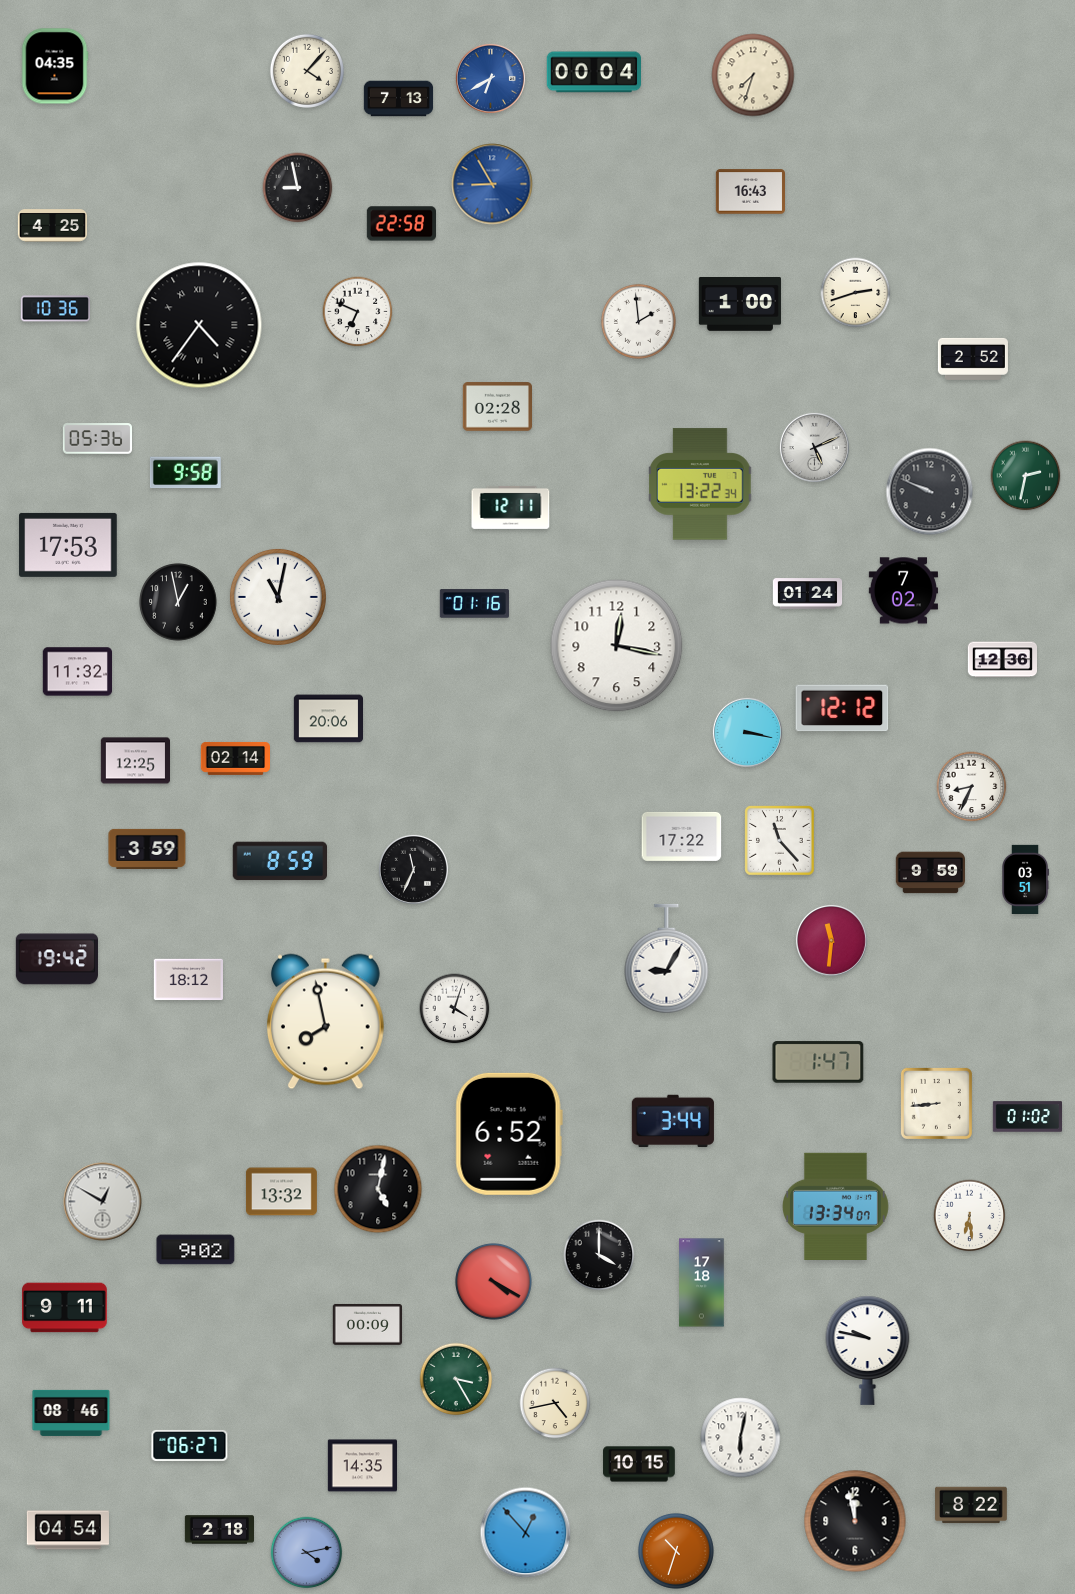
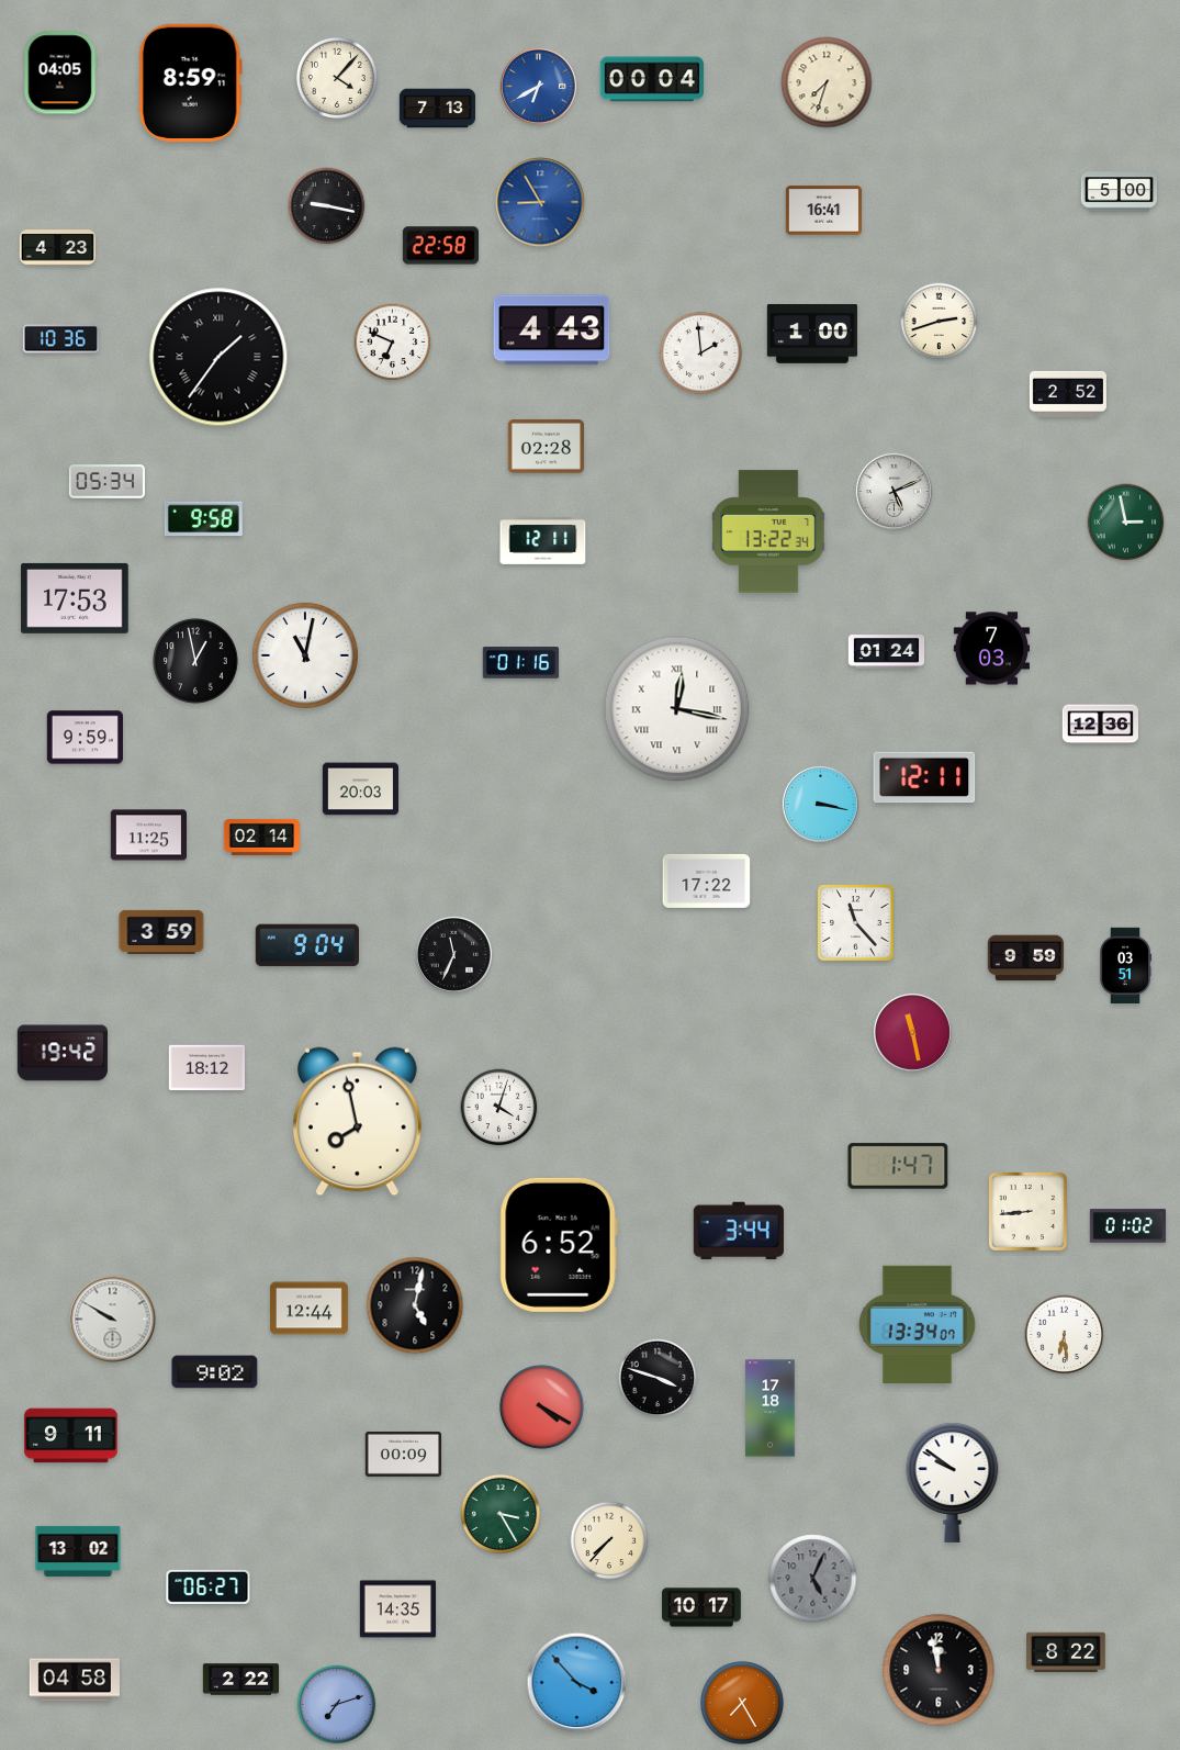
clock at (55, 66): 04:35 -> 04:05
clock at (190, 82): none -> 8:59
clock at (1119, 192): none -> 5:00
clock at (298, 188): 8:58 -> 9:17
clock at (750, 192): 16:43 -> 16:41
clock at (52, 226): 4:25 -> 4:23
clock at (552, 330): none -> 4:43
clock at (199, 325): 4:36 -> 1:36
clock at (97, 439): 05:36 -> 05:34
clock at (1026, 476): 2:32 -> 2:58
clock at (930, 492): 9:49 -> none
clock at (511, 507) position: (511, 507) -> (543, 540)
clock at (903, 591): 7:02 -> 7:03
clock at (617, 646) numerals: Arabic -> Roman
clock at (77, 672): 11:32 -> 9:59
clock at (842, 708): 12:12 -> 12:11
clock at (328, 719): 20:06 -> 20:03
clock at (235, 758) position: (235, 758) -> (261, 837)
clock at (135, 761): 12:25 -> 11:25
clock at (972, 787): 8:34 -> none
clock at (682, 836) position: (682, 836) -> (707, 880)
clock at (279, 861): 8:59 -> 9:04
clock at (930, 873) position: (930, 873) -> (1025, 958)
clock at (831, 940): 11:31 -> 11:28
clock at (667, 959): 9:05 -> none
clock at (188, 980) position: (188, 980) -> (206, 1068)
clock at (281, 1192): 13:32 -> 12:44
clock at (103, 1202): 12:50 -> 9:50
clock at (599, 1255): 4:00 -> 3:48
clock at (868, 1350): 9:47 -> 9:51
clock at (555, 1403): 4:43 -> 7:37
clock at (71, 1413): 08:46 -> 13:02
clock at (741, 1438): 6:02 -> 5:04
clock at (741, 1438) dial: white -> grey
clock at (639, 1464): 10:15 -> 10:17
clock at (68, 1530): 04:54 -> 04:58
clock at (220, 1530): 2:18 -> 2:22
clock at (526, 1533): 12:53 -> 3:53
clock at (676, 1551): 10:33 -> 7:25
clock at (307, 1553): 4:13 -> 7:12
